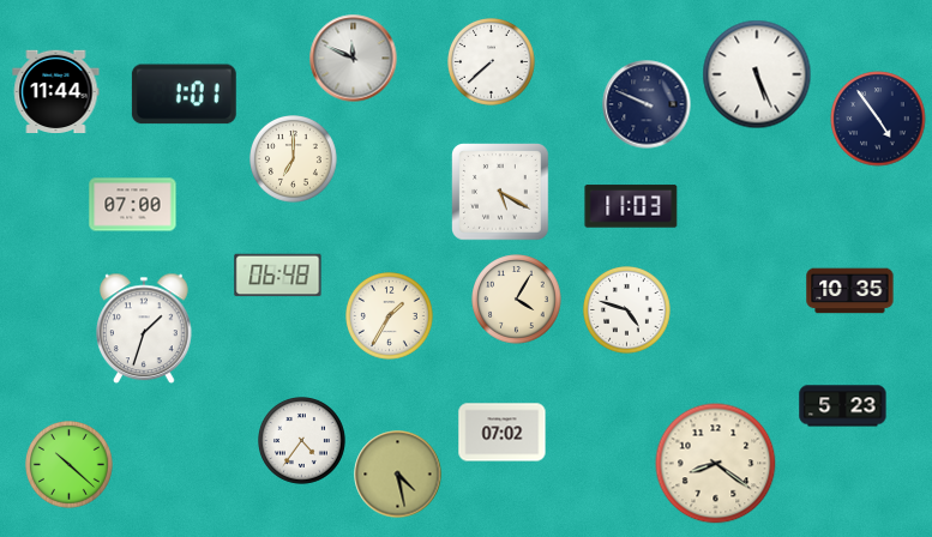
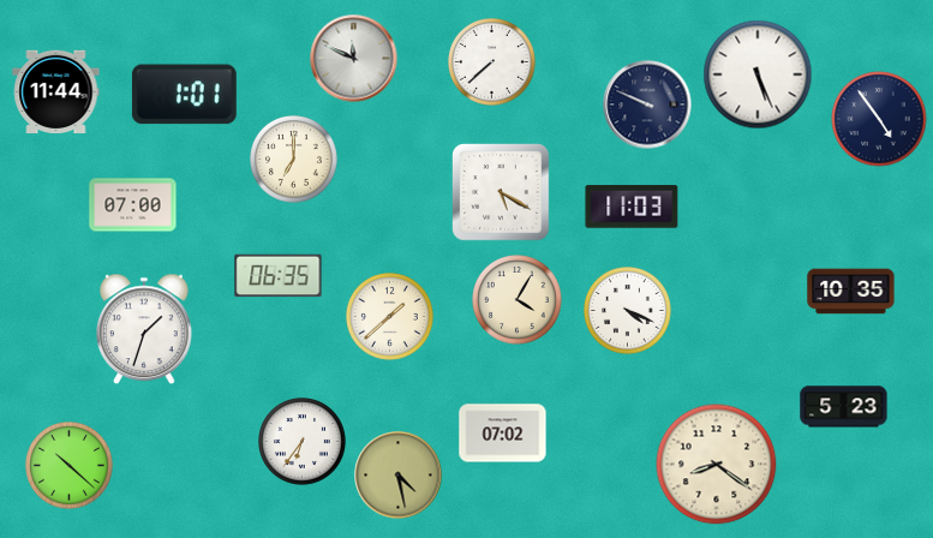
clock at (278, 276): 06:48 -> 06:35
clock at (627, 310): 4:48 -> 4:19
clock at (390, 316): 1:35 -> 1:38
clock at (302, 441): 4:36 -> 6:36
